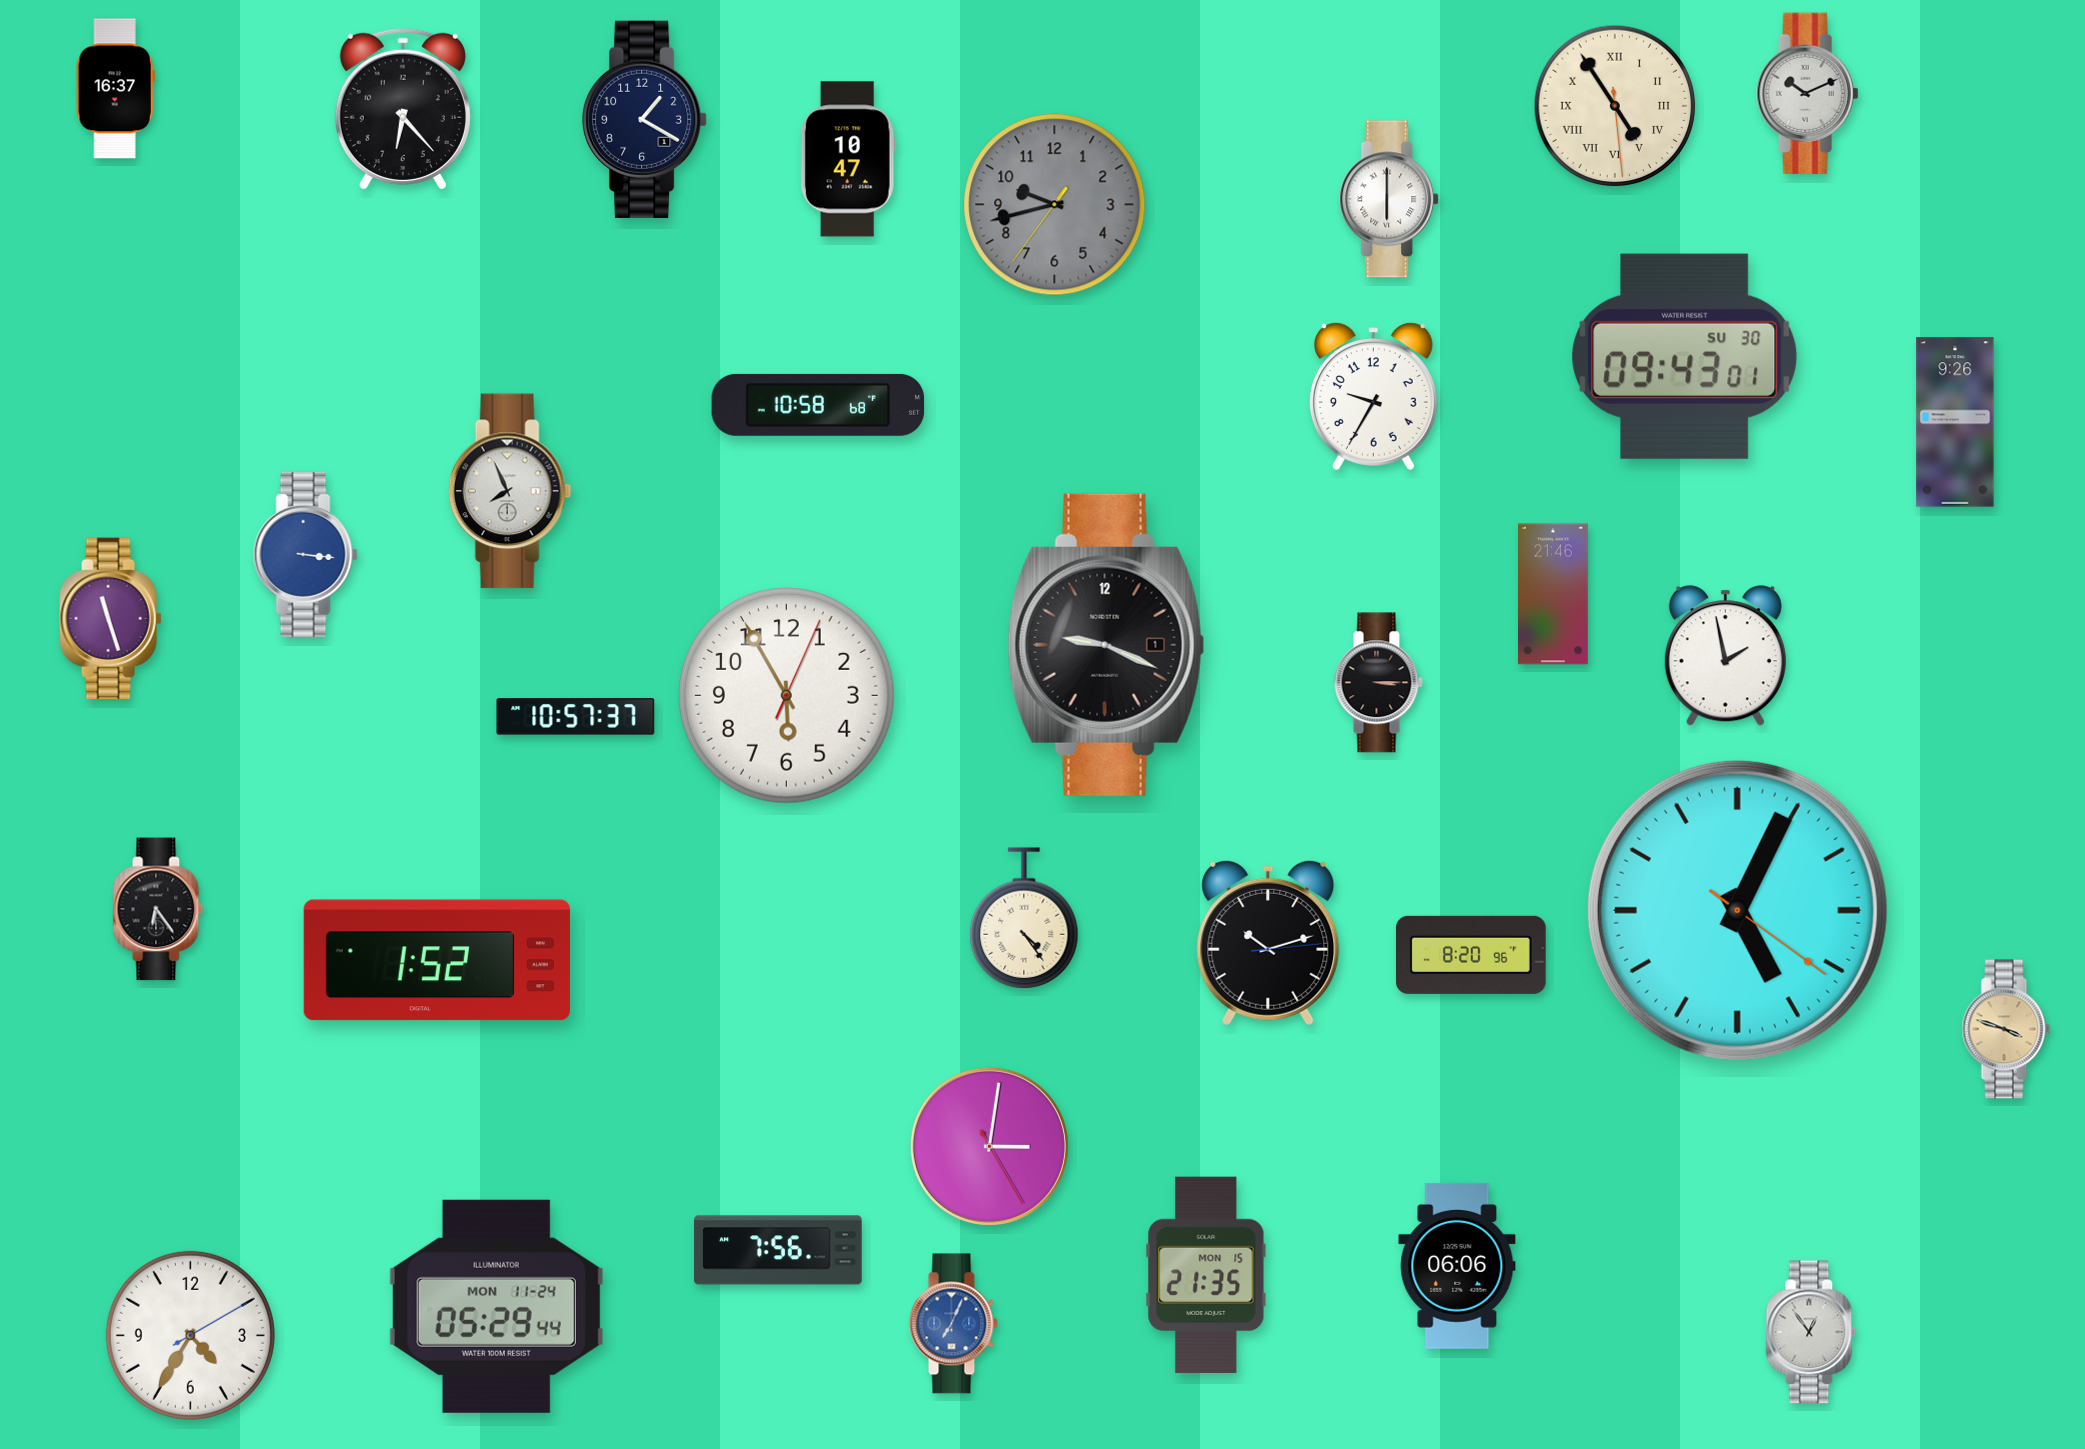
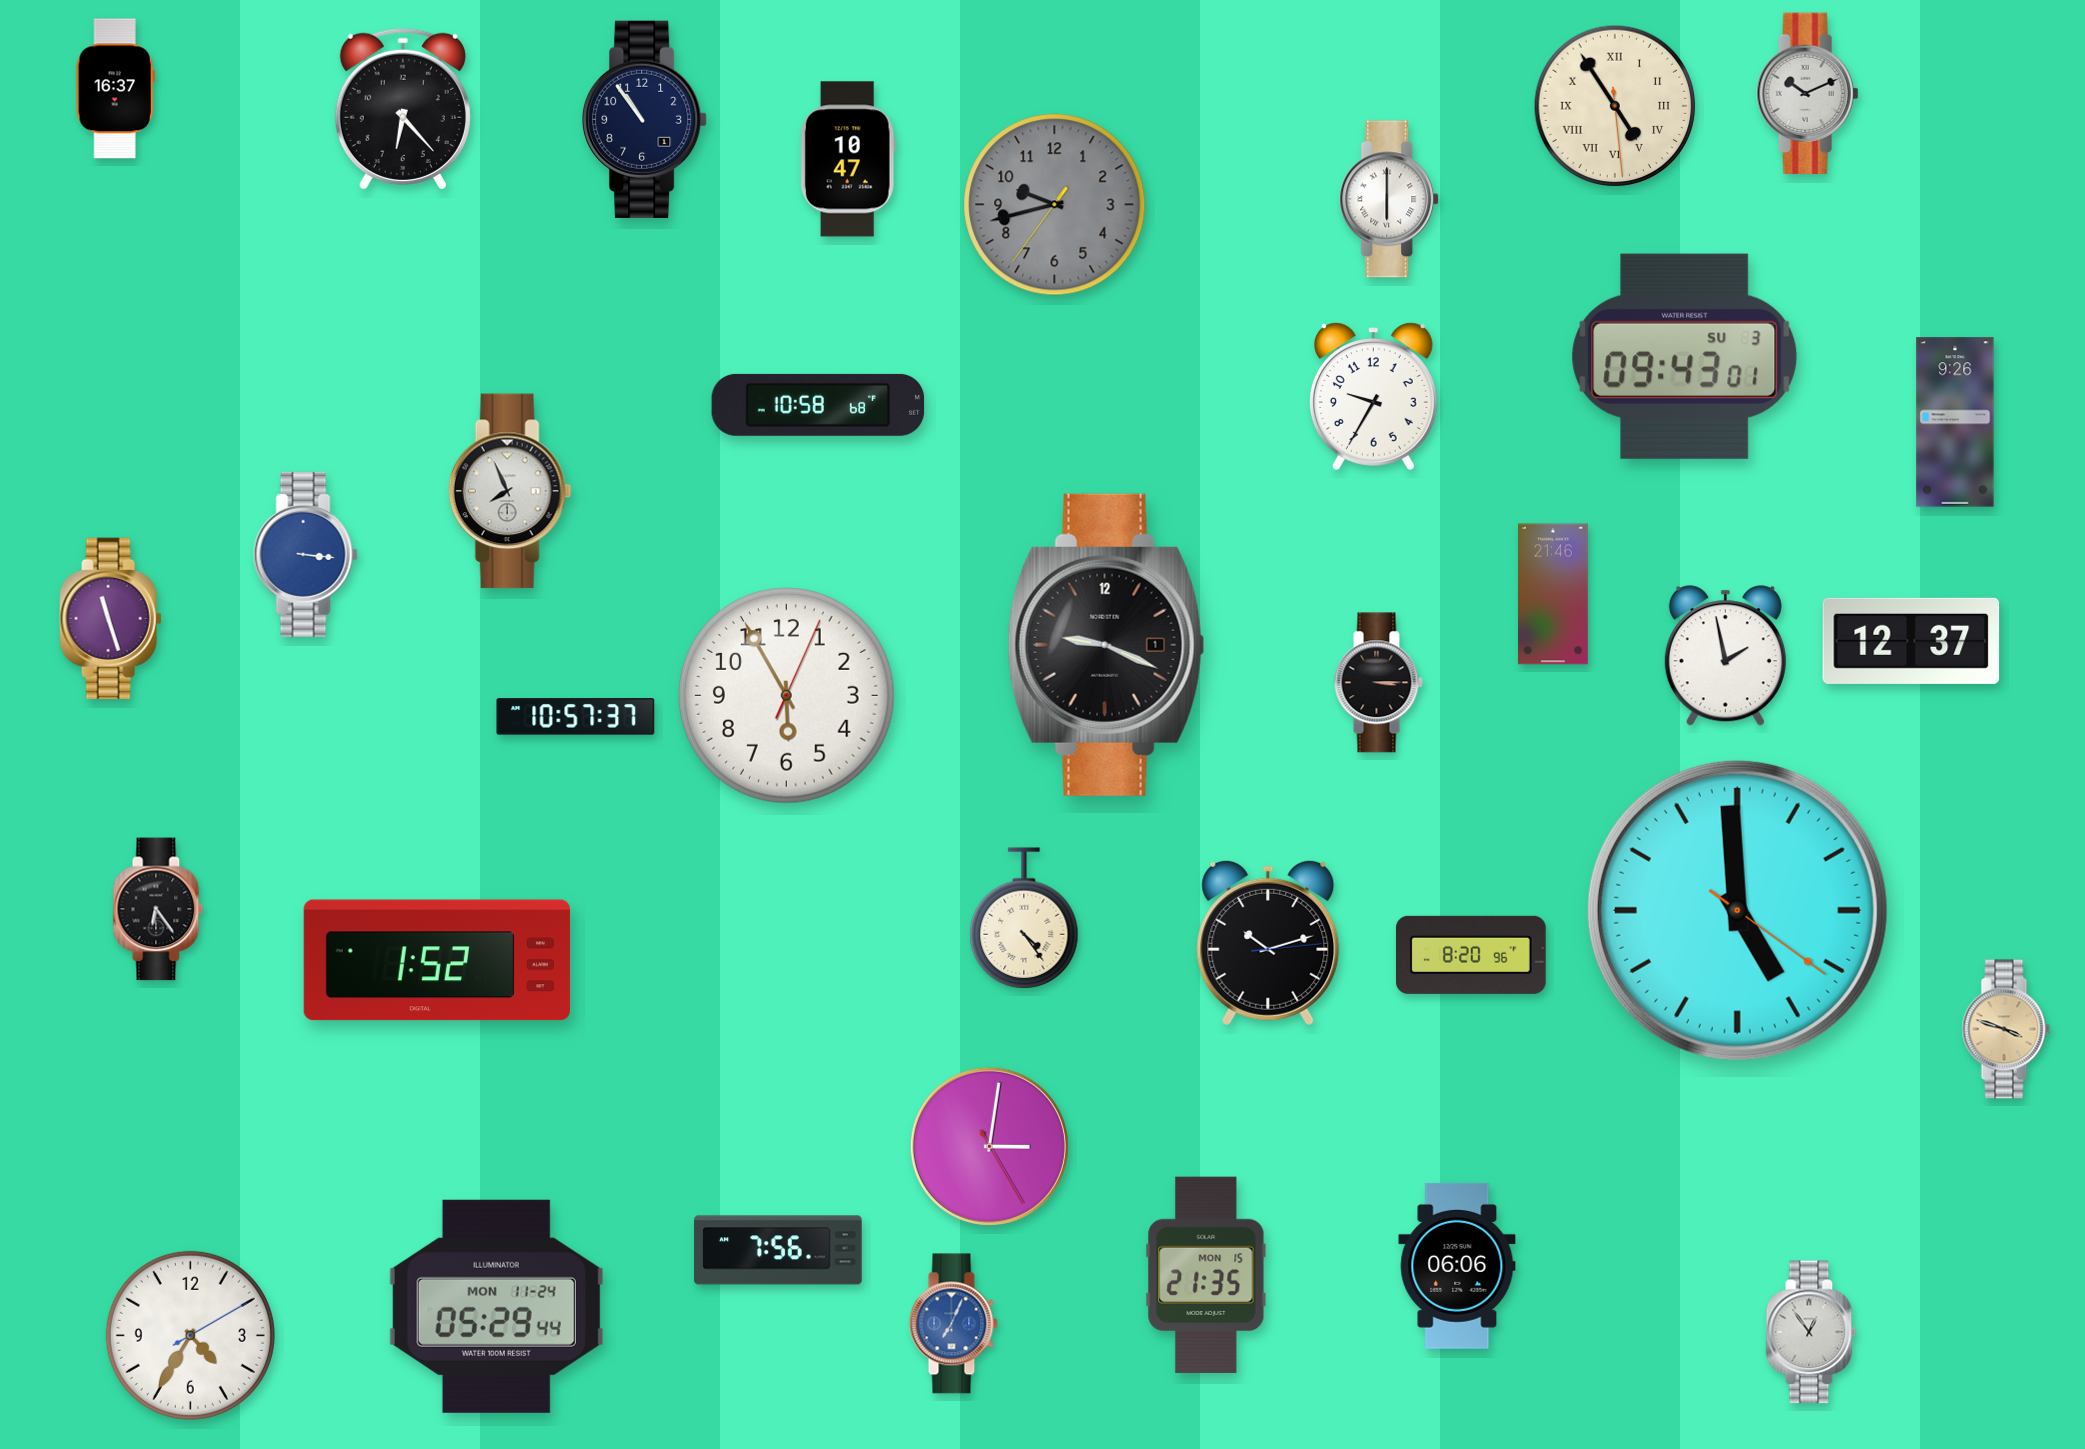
clock at (645, 119): 1:20 -> 10:54
clock at (1685, 356) date: SU 30 -> SU 3
clock at (1911, 641): none -> 12:37
clock at (1737, 910): 5:04 -> 4:59
